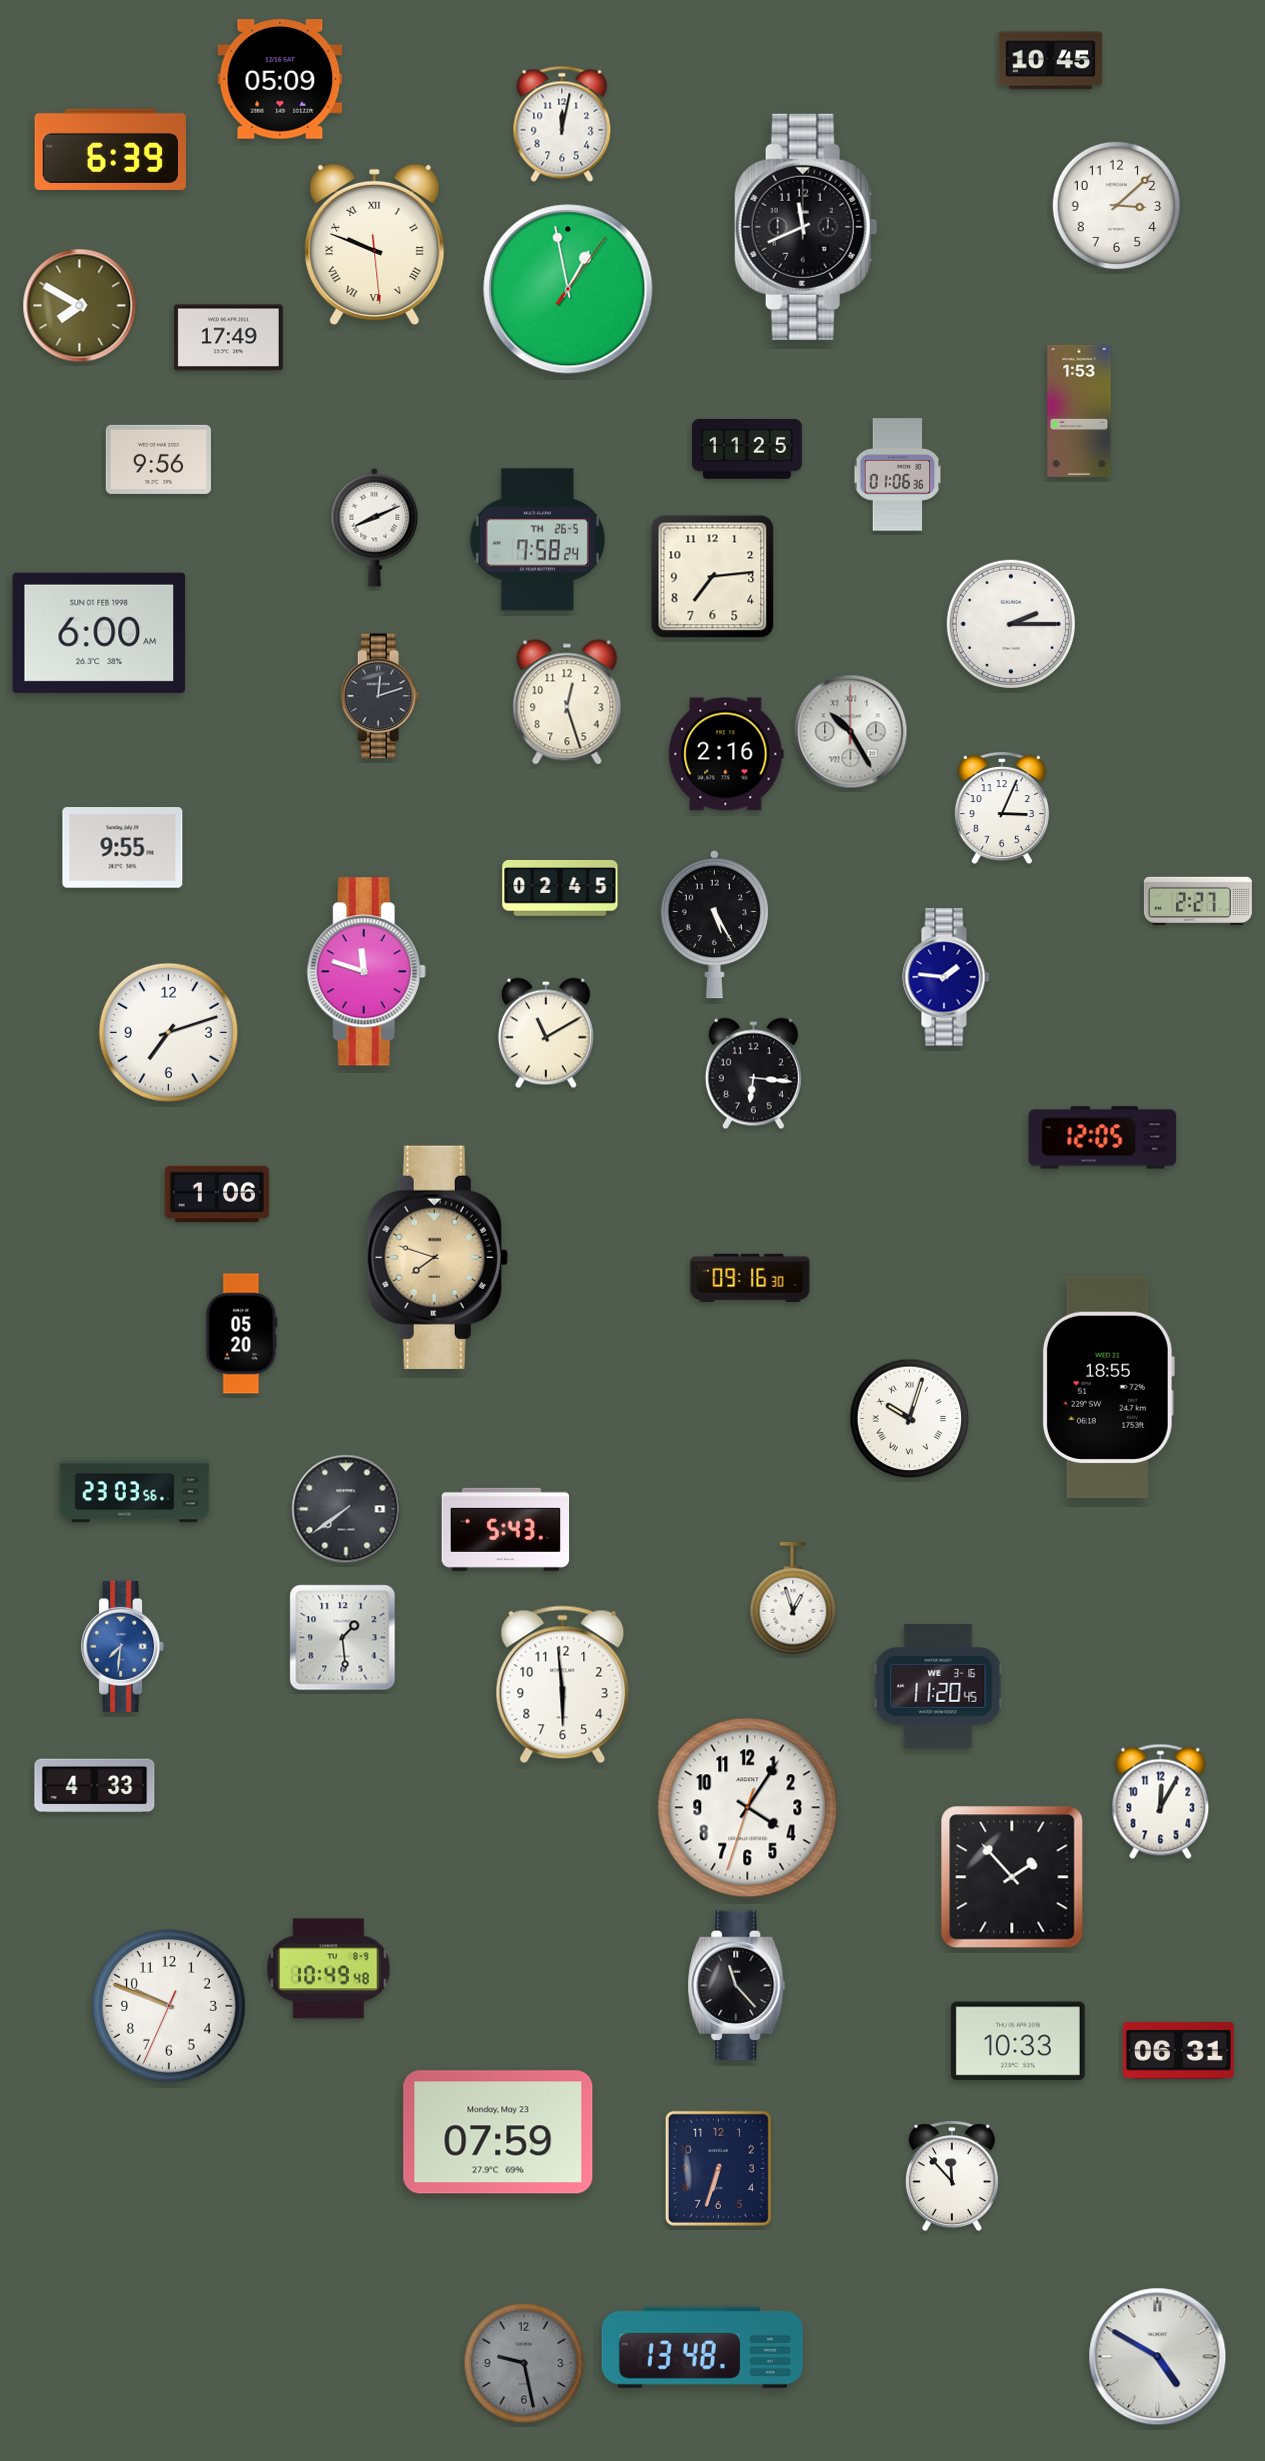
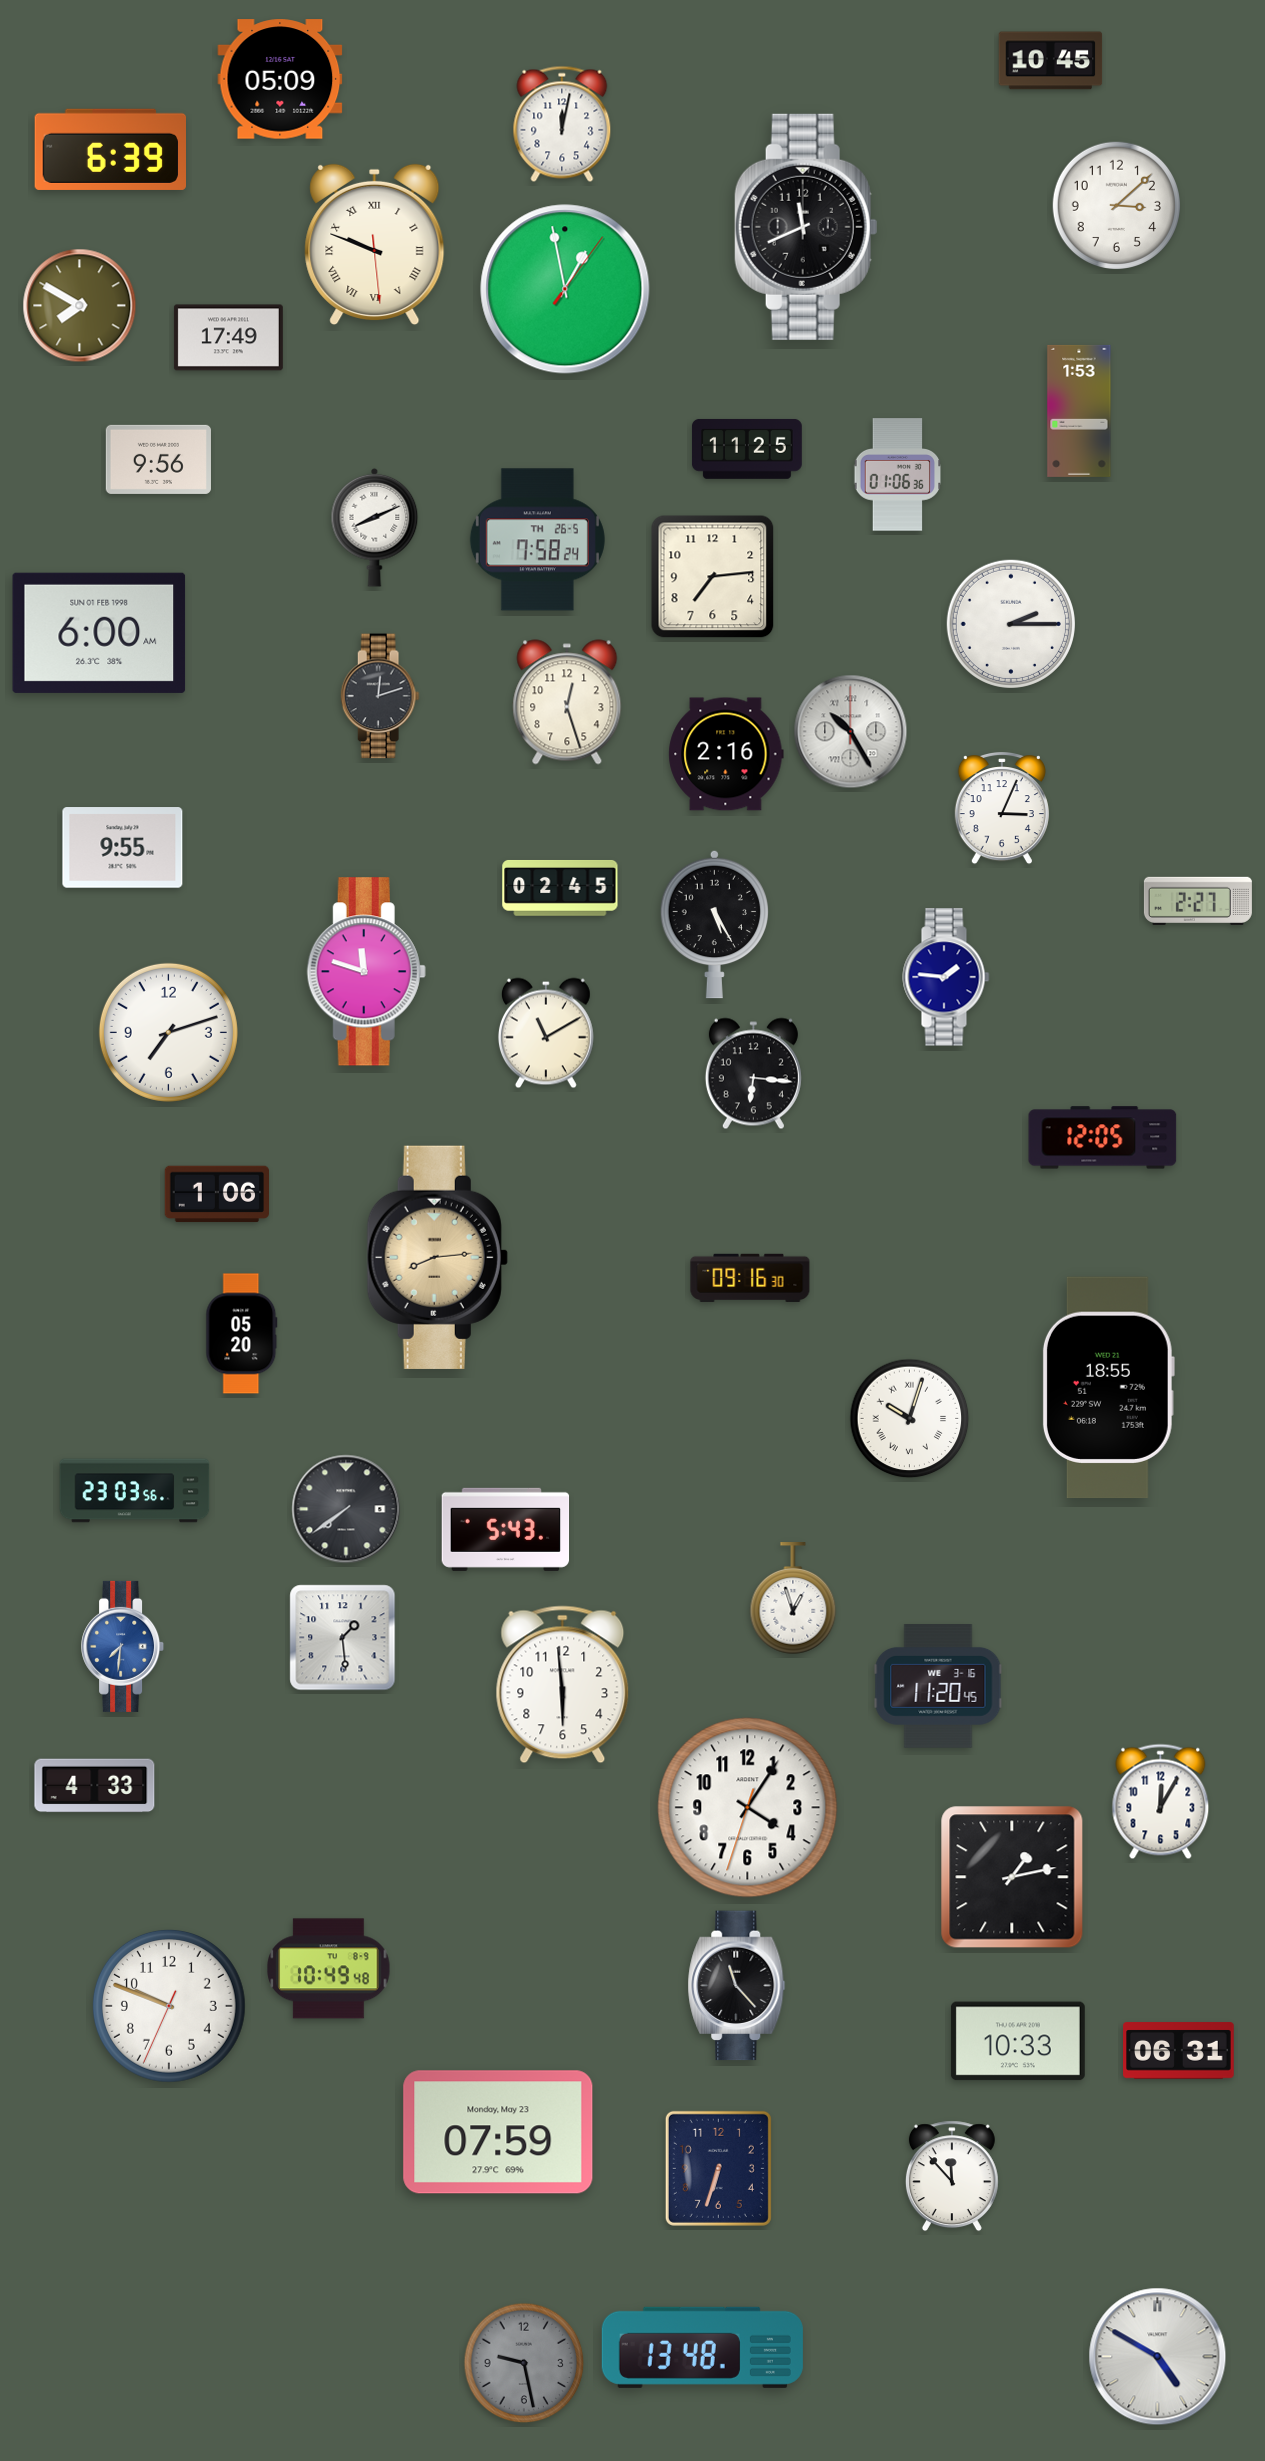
clock at (568, 289) position: (568, 289) -> (565, 289)
clock at (437, 1257): 7:48 -> 8:14
clock at (1012, 1877): 1:53 -> 1:13
